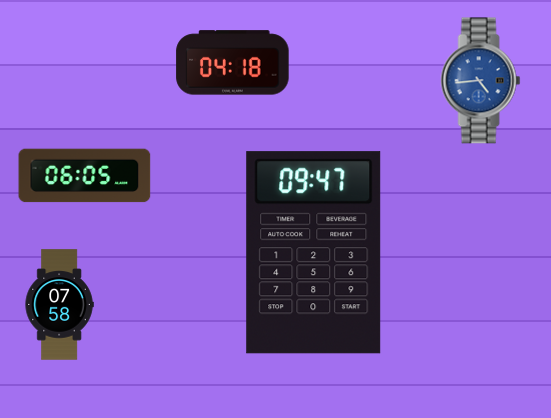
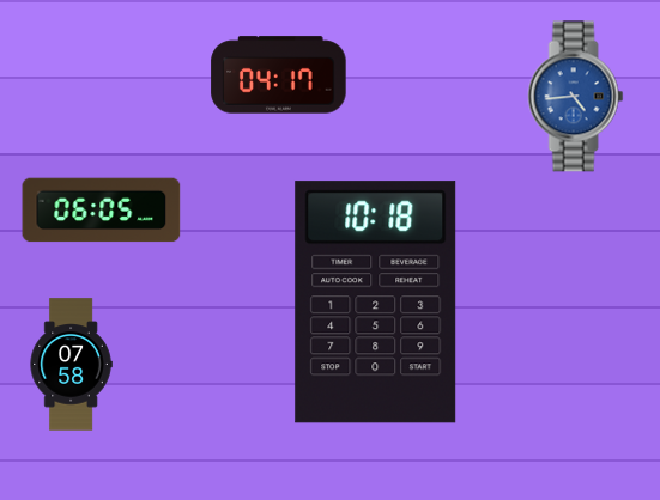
clock at (233, 63): 04:18 -> 04:17
clock at (314, 253): 09:47 -> 10:18
